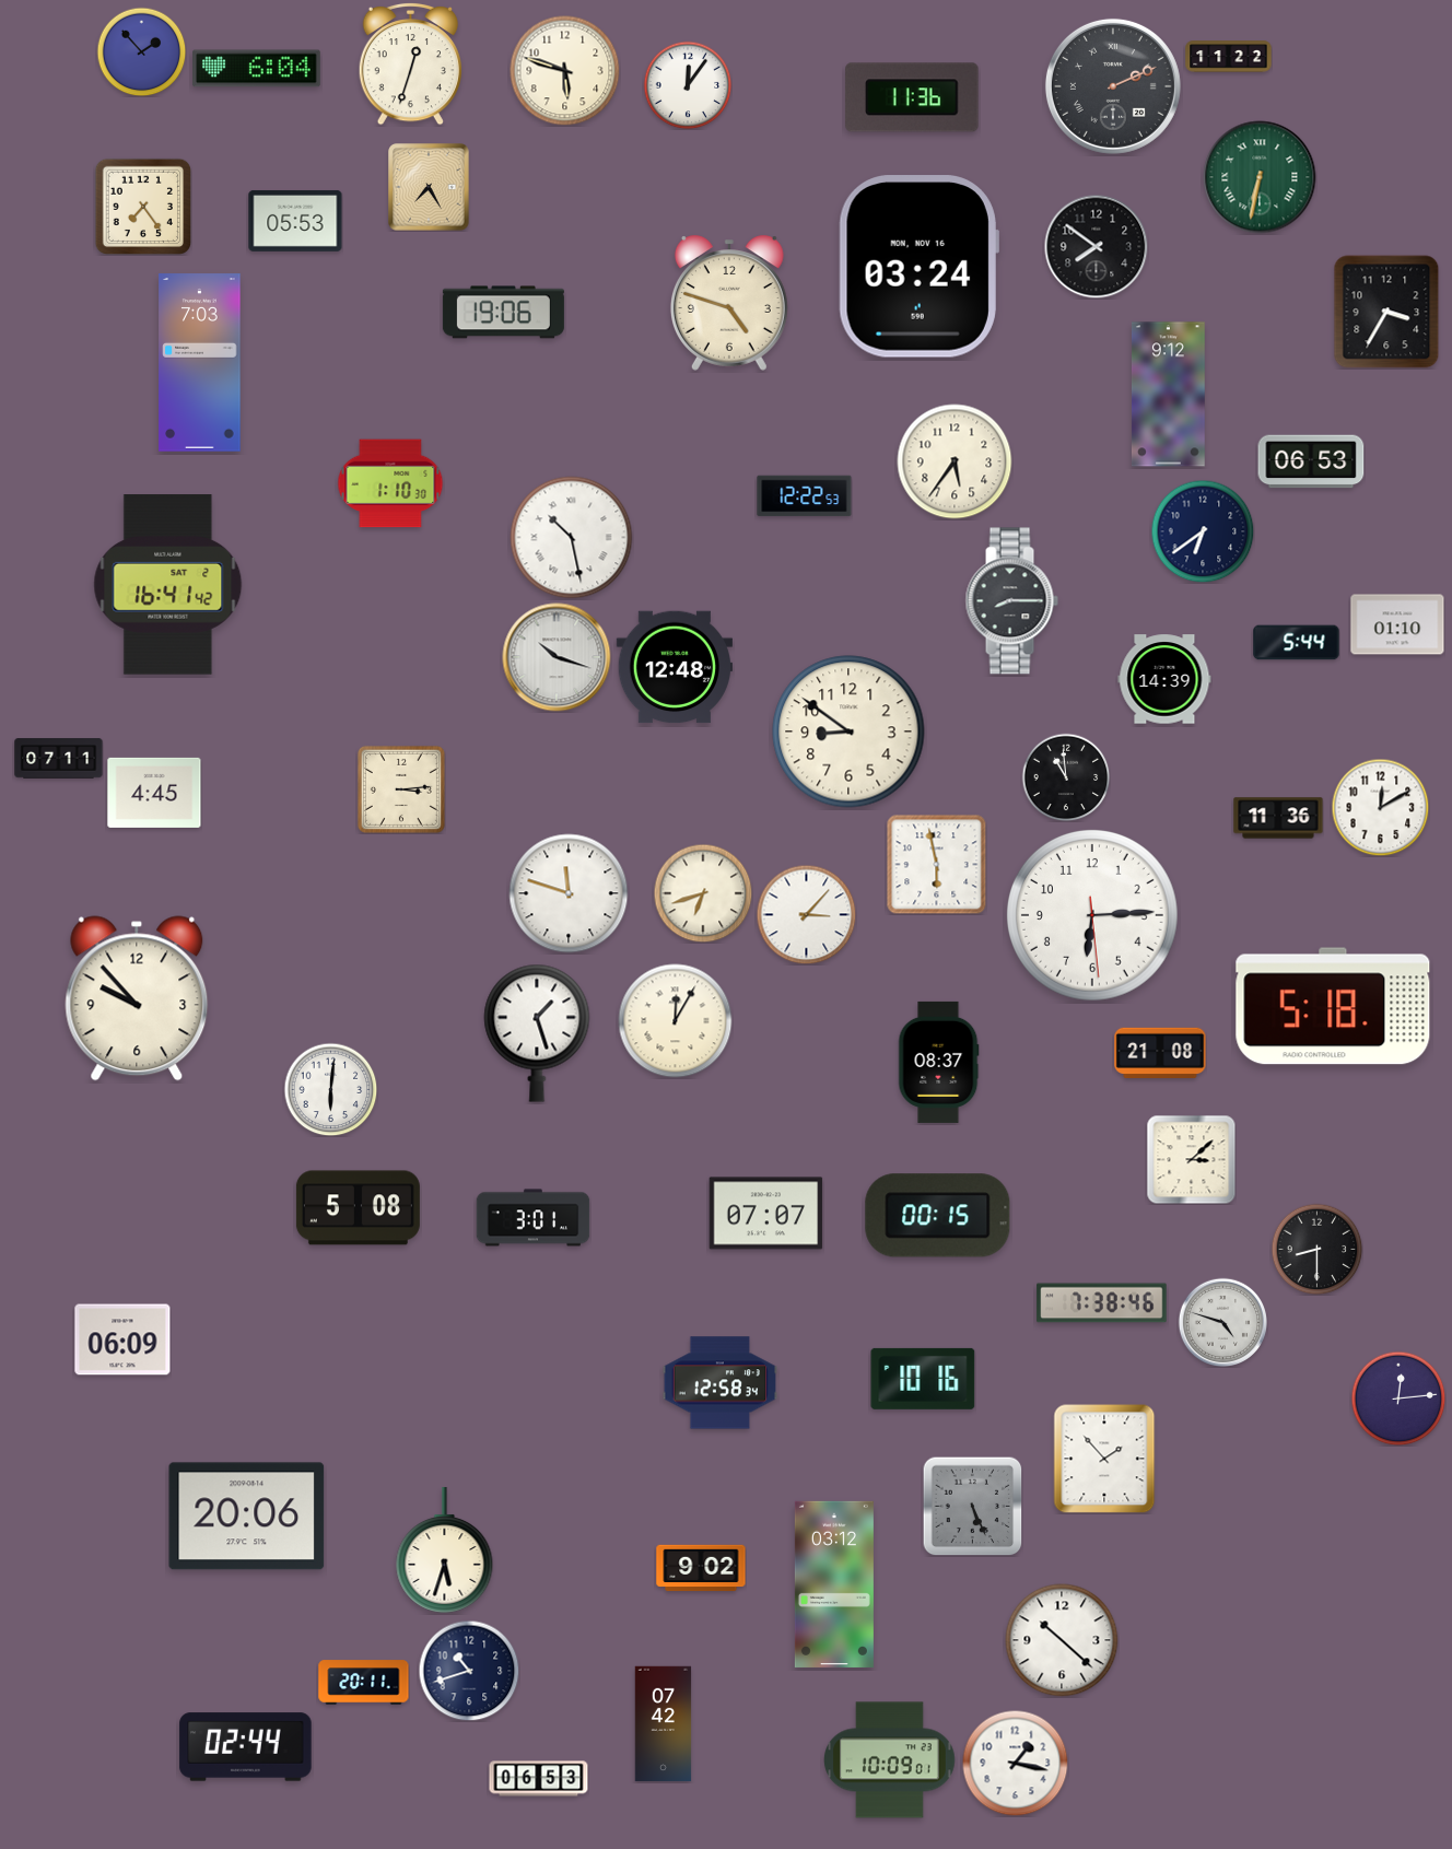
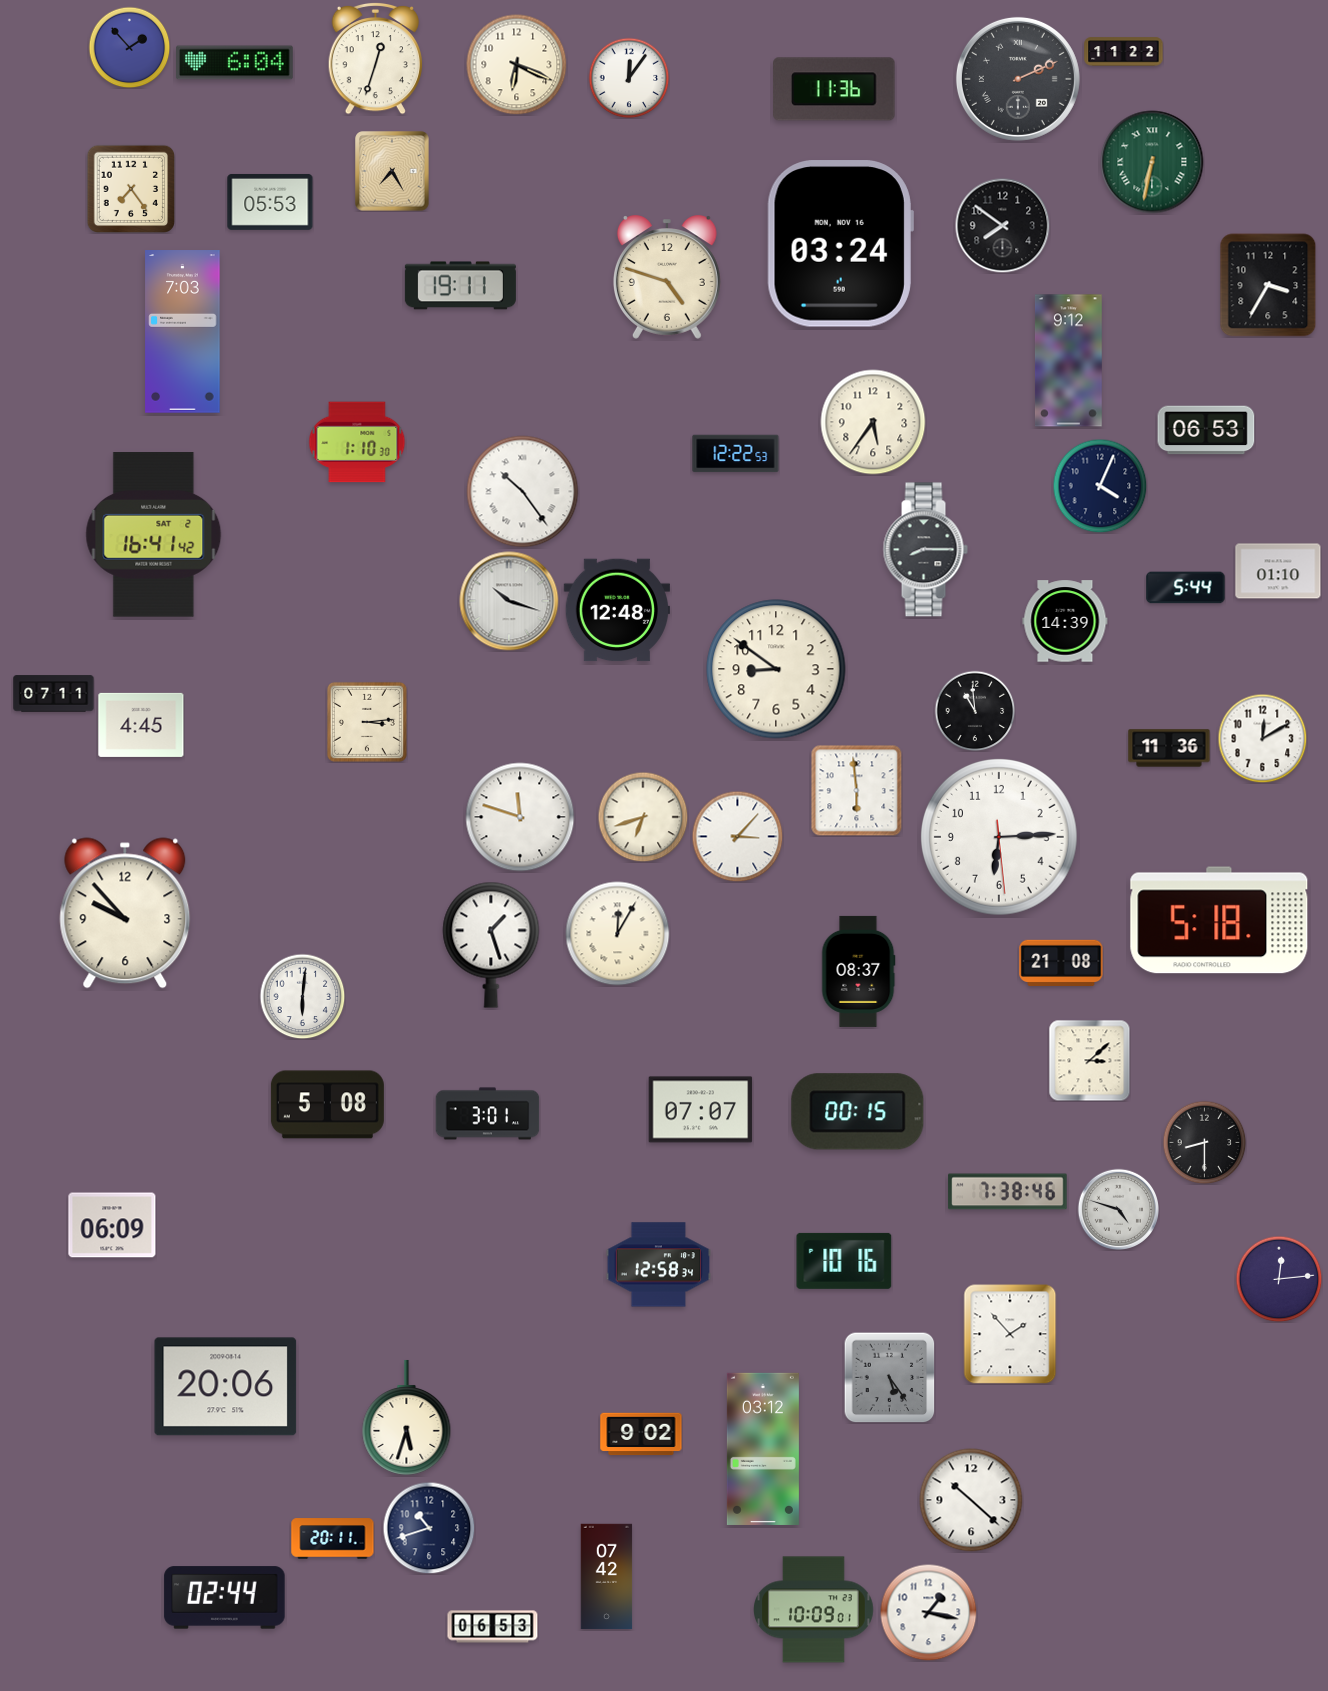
clock at (565, 71): 5:48 -> 6:19
clock at (503, 313): 19:06 -> 19:11
clock at (1311, 461) position: (1311, 461) -> (1206, 430)
clock at (1203, 531): 6:39 -> 4:04
clock at (572, 538): 10:28 -> 10:24
clock at (937, 865): 5:58 -> 5:59
clock at (972, 1506): 5:26 -> 5:24
